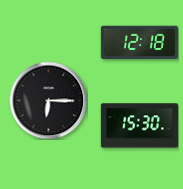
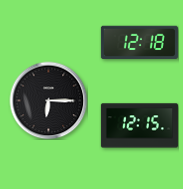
clock at (139, 126): 15:30 -> 12:15
